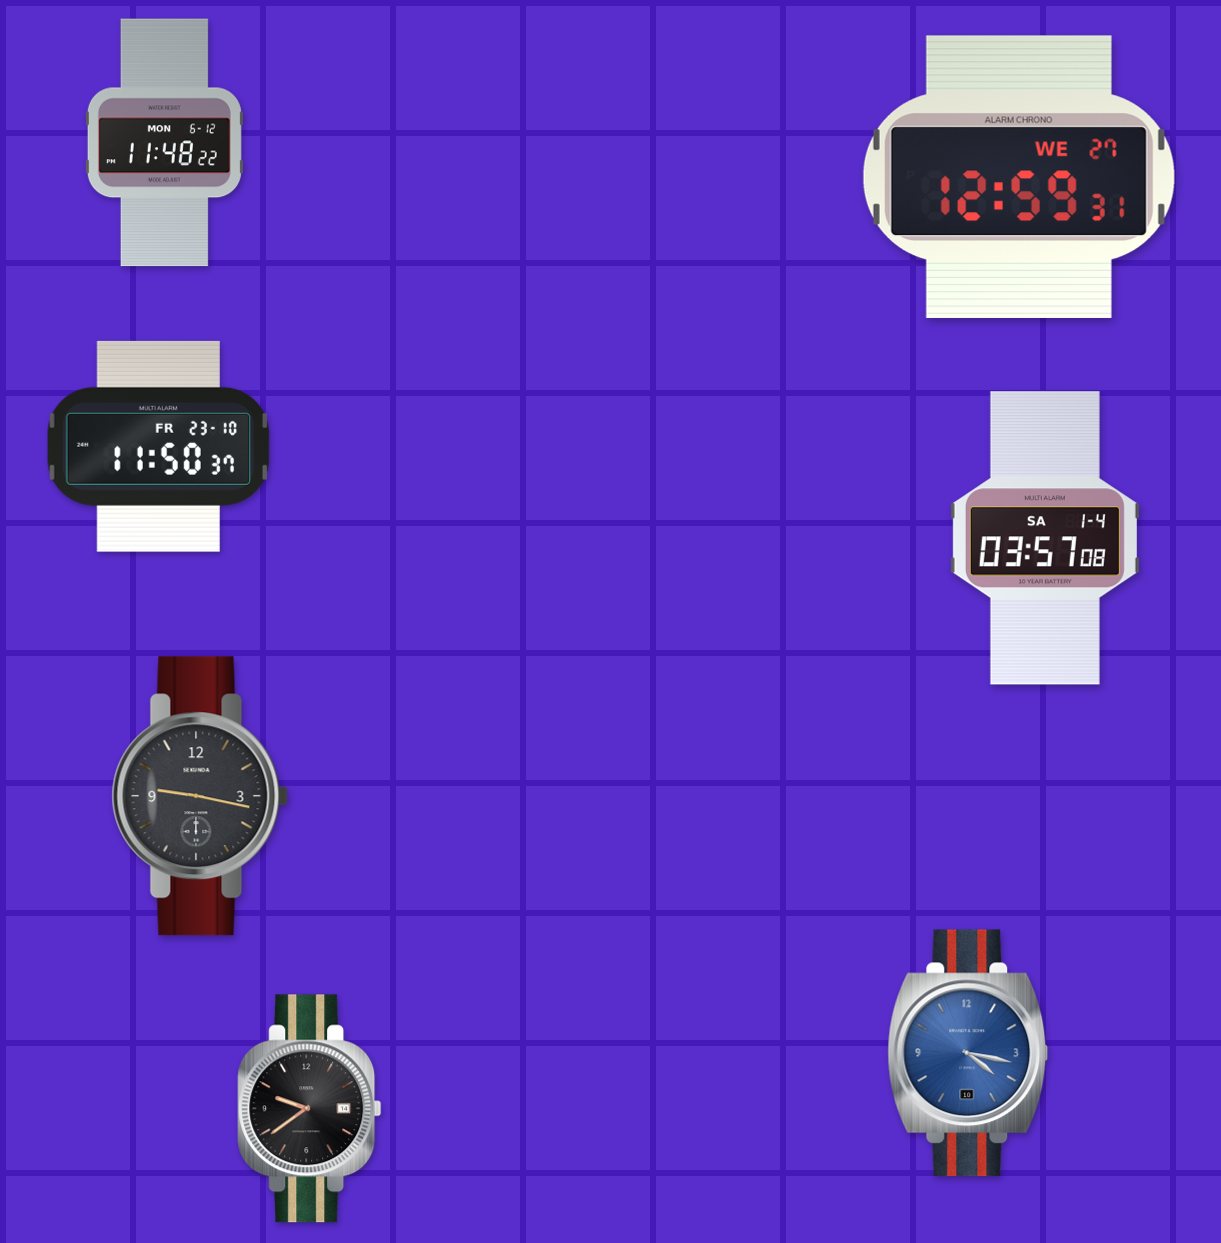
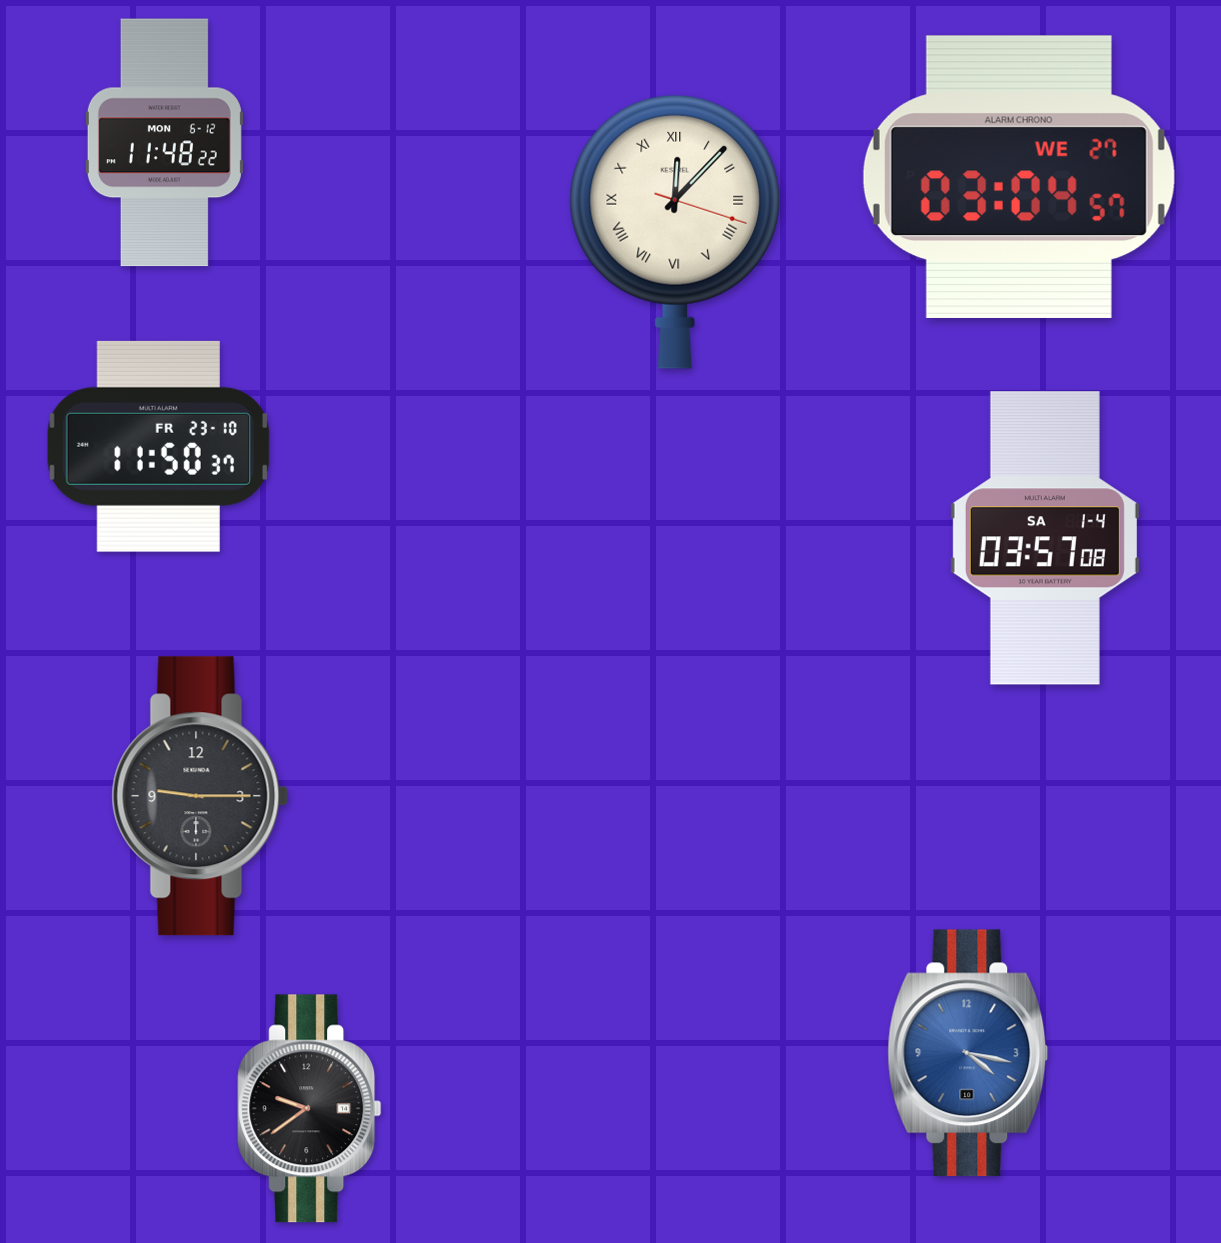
clock at (1019, 177): 12:59 -> 03:04
clock at (675, 232): none -> 12:07
clock at (200, 796): 9:17 -> 9:15
